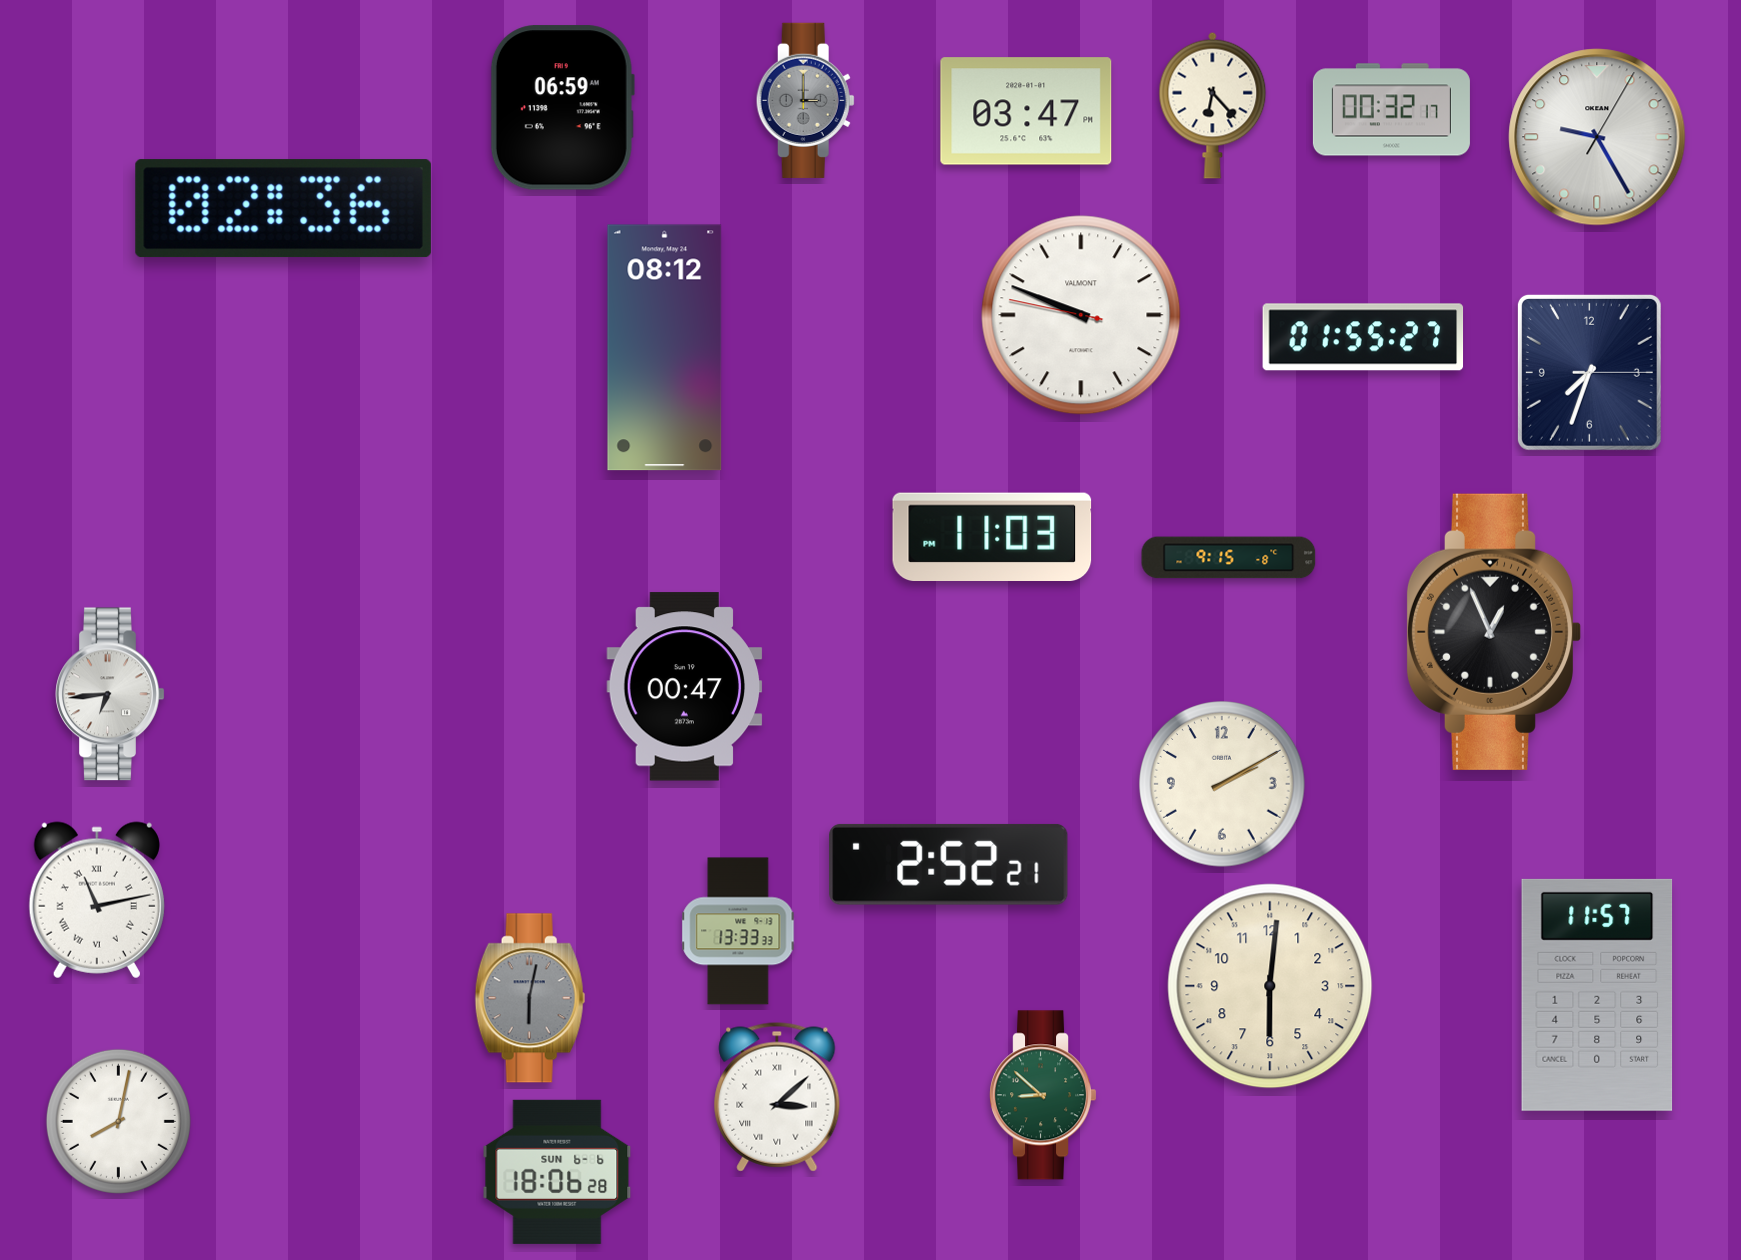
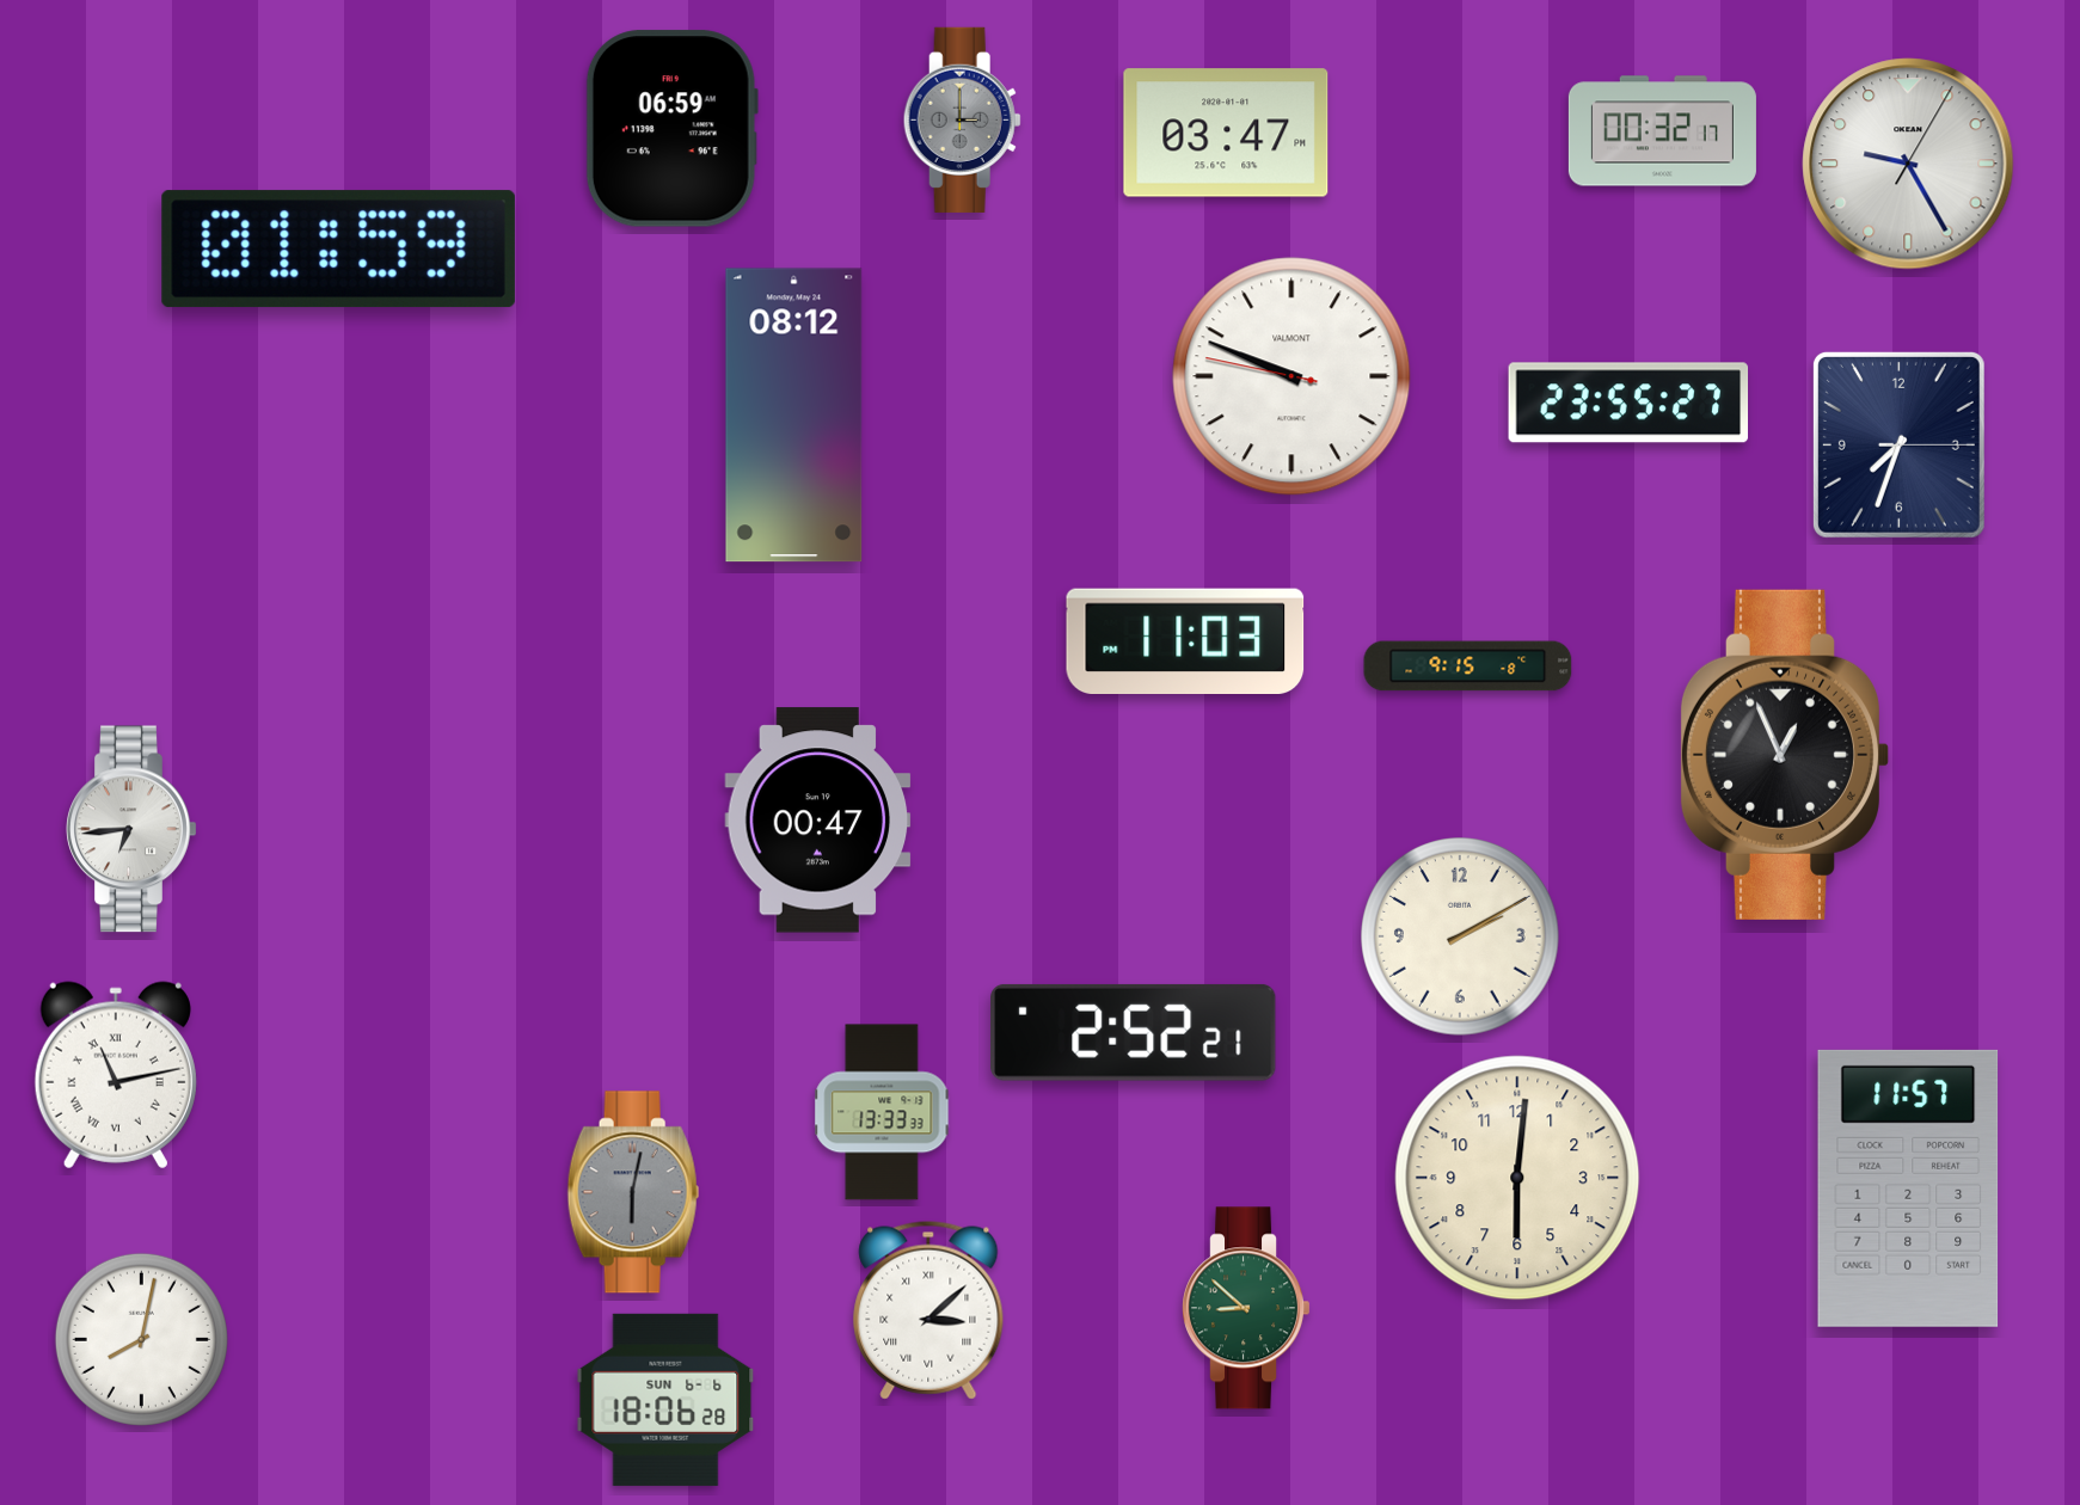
clock at (1213, 105): 6:23 -> none
clock at (283, 209): 02:36 -> 01:59
clock at (1363, 337): 01:55 -> 23:55
